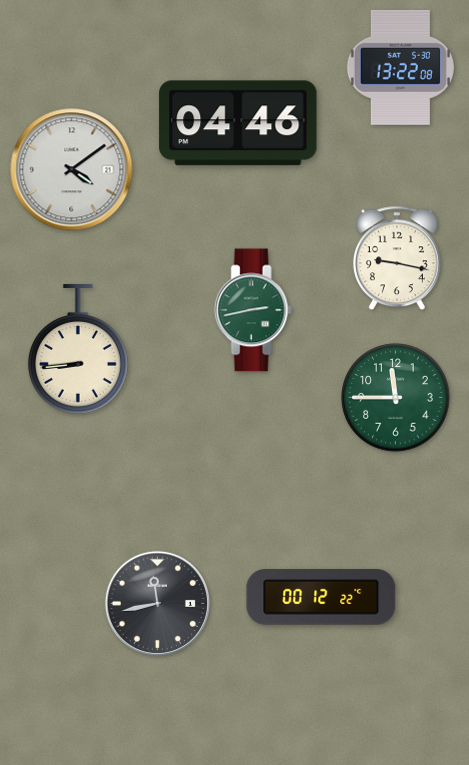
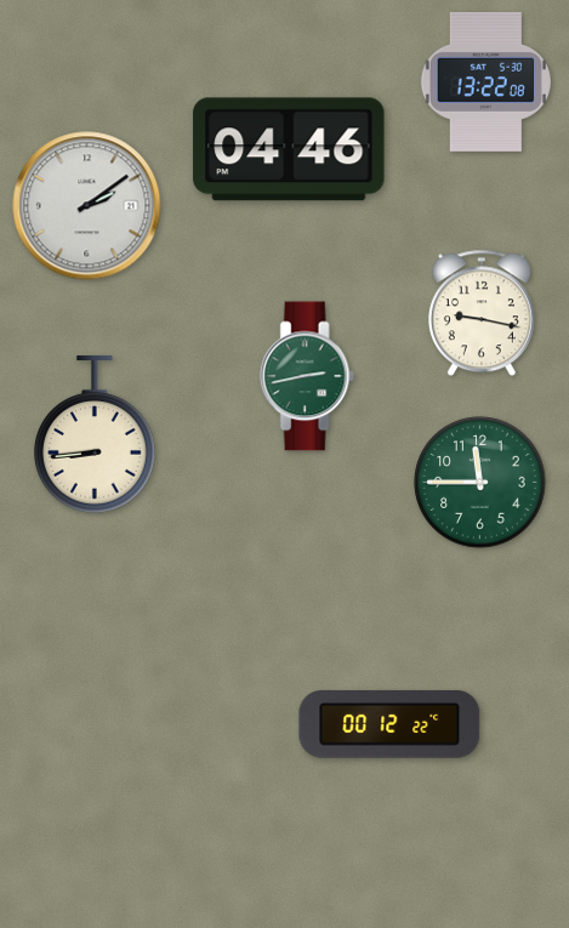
clock at (72, 170): 4:09 -> 2:09
clock at (78, 349) position: (78, 349) -> (95, 434)
clock at (157, 603): 11:43 -> none
